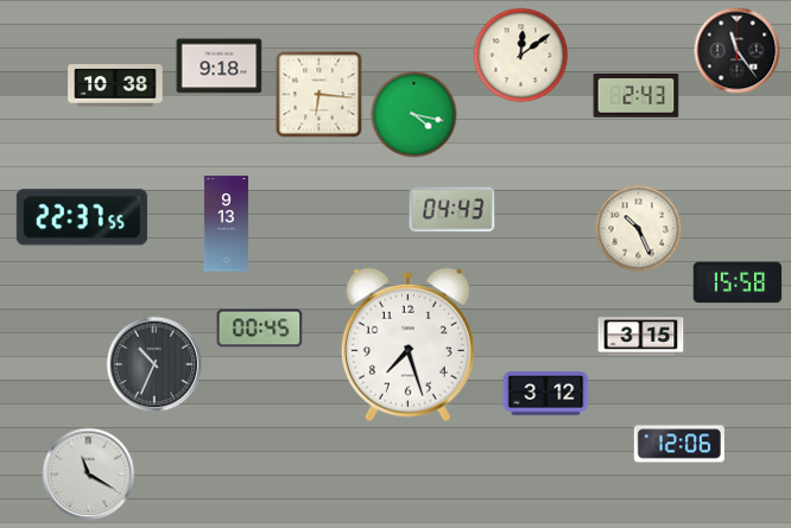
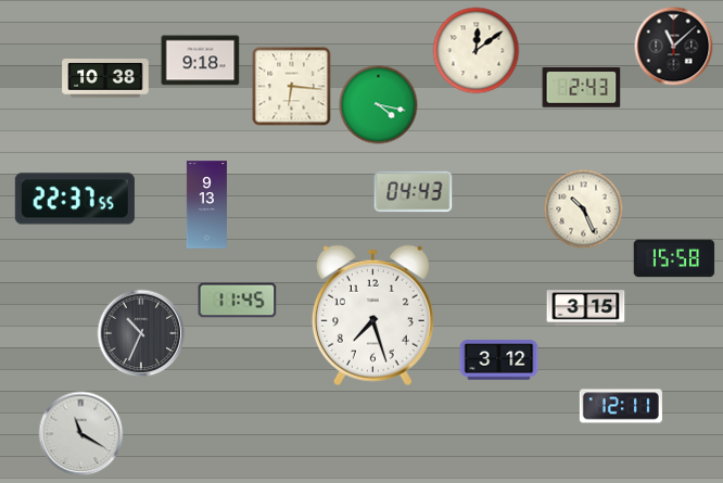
clock at (738, 51): 11:24 -> 11:08
clock at (260, 329): 00:45 -> 11:45
clock at (679, 444): 12:06 -> 12:11
